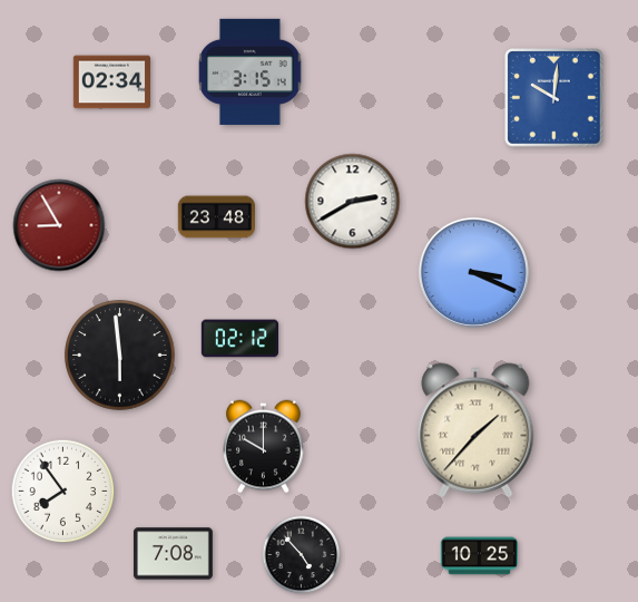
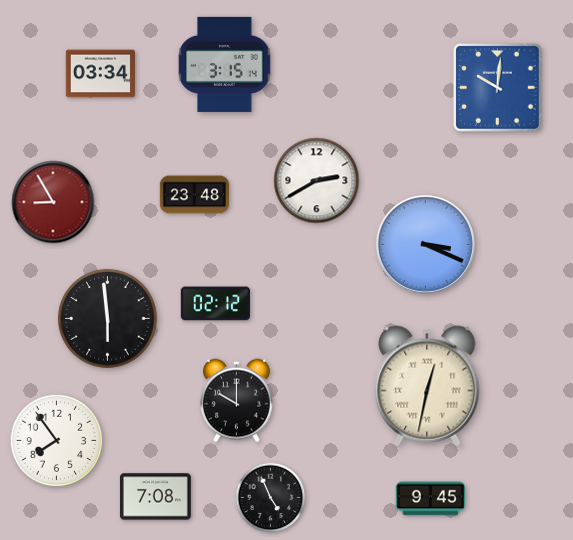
clock at (111, 82): 02:34 -> 03:34
clock at (475, 430): 1:37 -> 12:32
clock at (302, 555): 4:53 -> 4:56
clock at (479, 556): 10:25 -> 9:45
